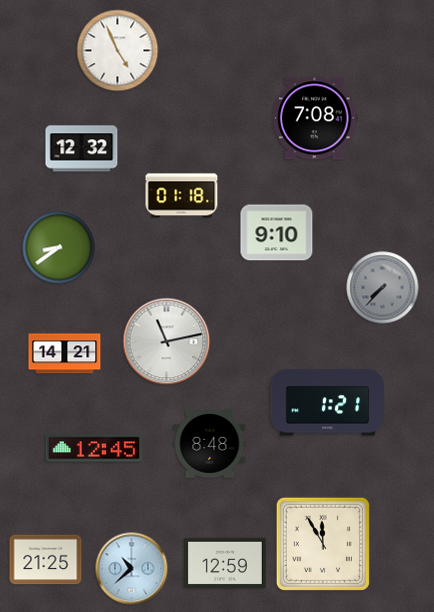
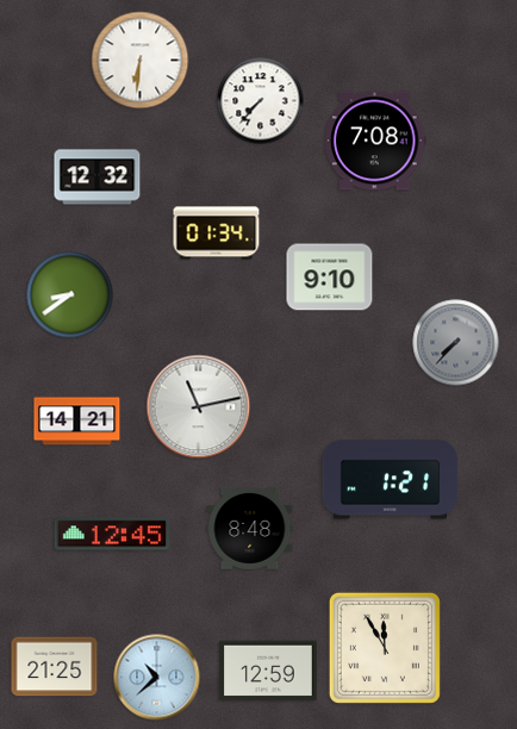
clock at (118, 51): 4:56 -> 6:31
clock at (261, 101): none -> 7:37
clock at (182, 196): 01:18 -> 01:34
